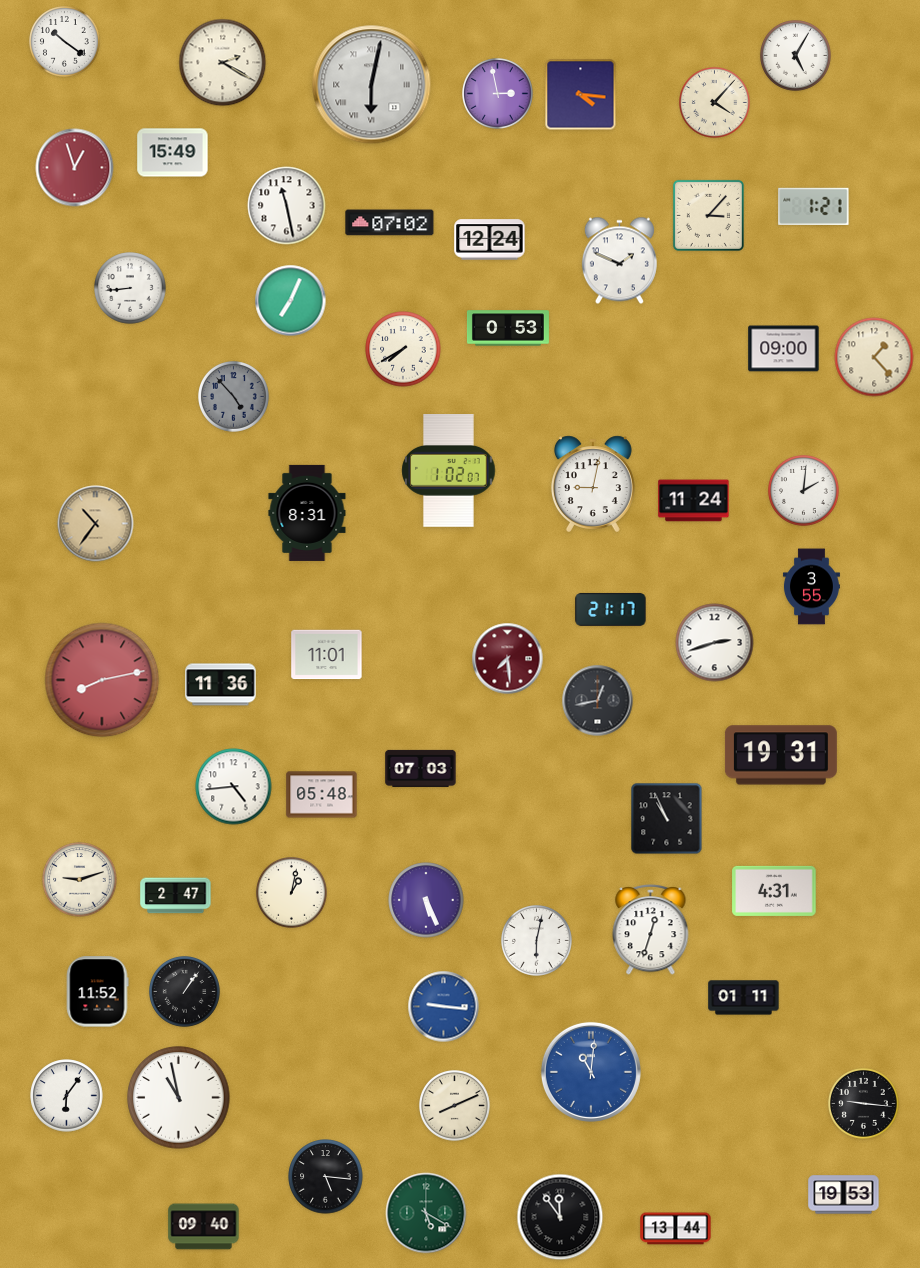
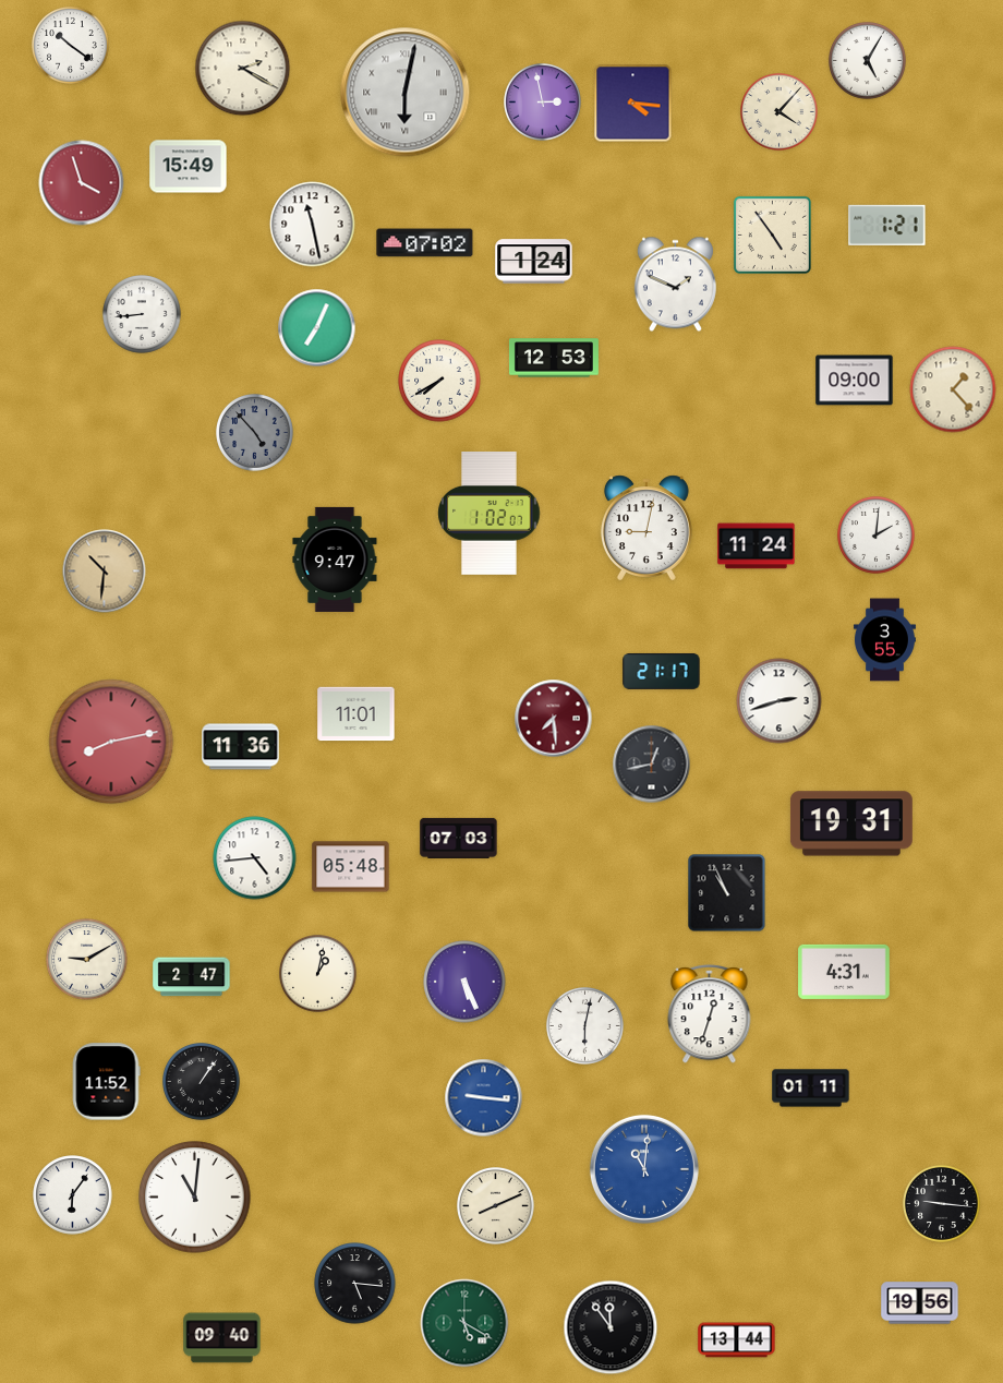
clock at (75, 168): 12:57 -> 3:57
clock at (708, 215): 3:07 -> 4:54
clock at (490, 240): 12:24 -> 1:24
clock at (508, 328): 0:53 -> 12:53
clock at (307, 513): 8:31 -> 9:47
clock at (96, 524): 10:36 -> 10:31
clock at (611, 609) position: (611, 609) -> (662, 671)
clock at (80, 880): 9:12 -> 9:10
clock at (179, 1098): 10:58 -> 11:01
clock at (844, 1195): 19:53 -> 19:56
